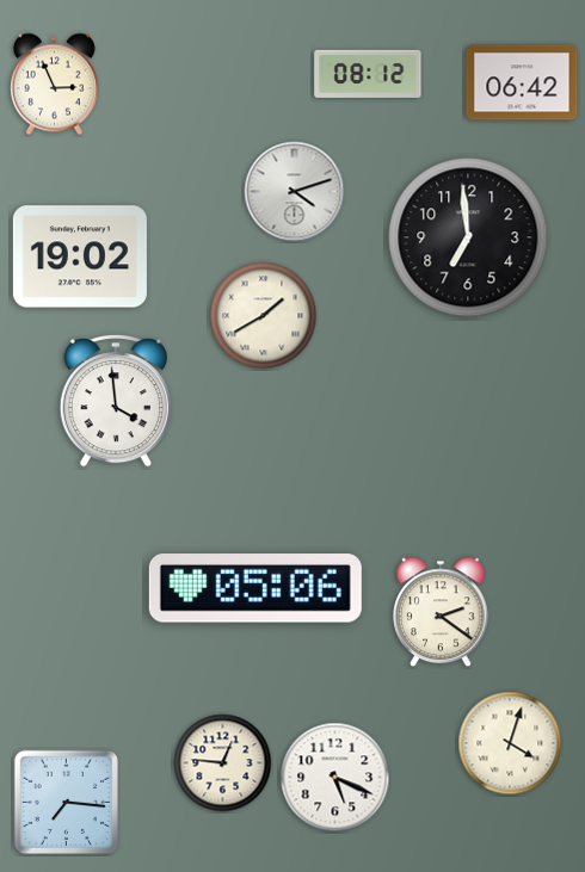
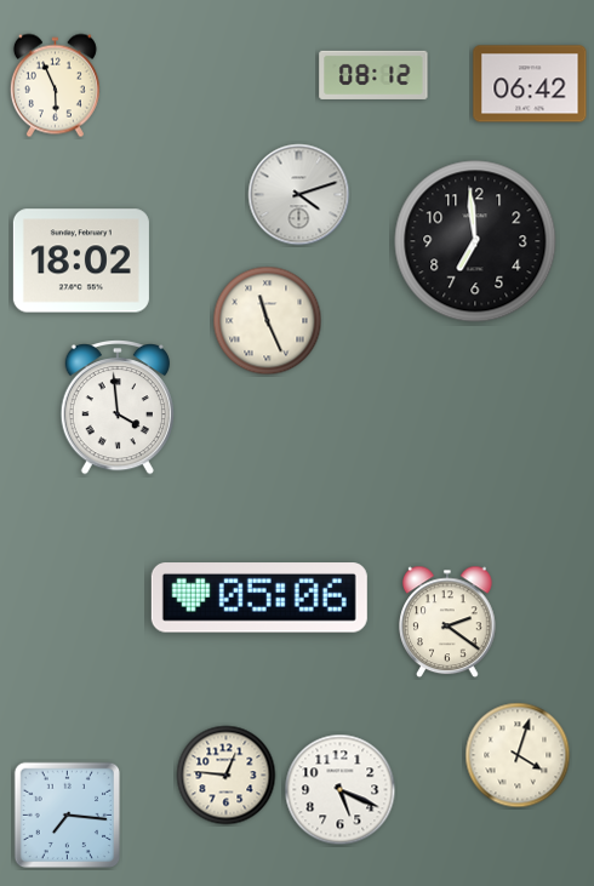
clock at (54, 85): 2:56 -> 5:56
clock at (80, 256): 19:02 -> 18:02
clock at (264, 316): 1:40 -> 11:26
